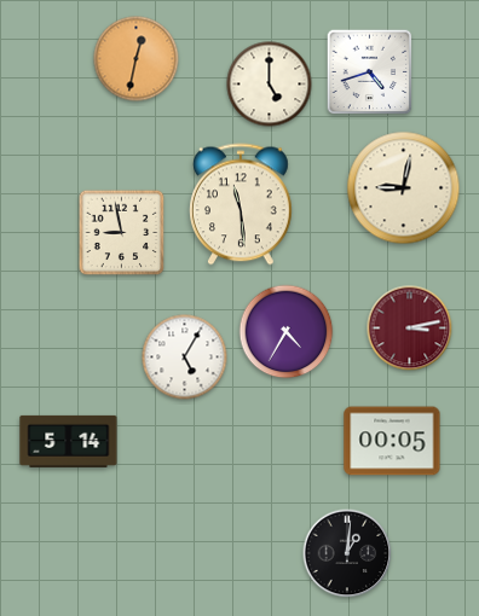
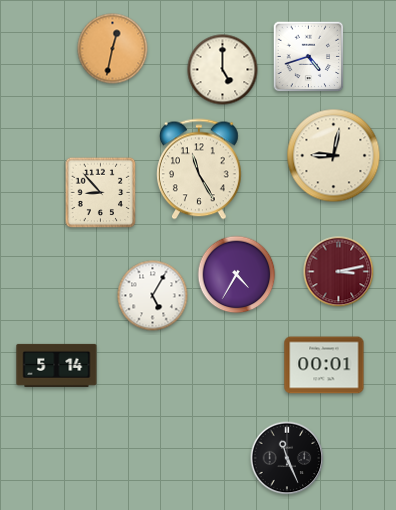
clock at (370, 72) position: (370, 72) -> (309, 57)
clock at (242, 204): 11:29 -> 11:25
clock at (122, 233): 8:58 -> 8:53
clock at (392, 441): 00:05 -> 00:01
clock at (347, 553): 1:01 -> 11:26
